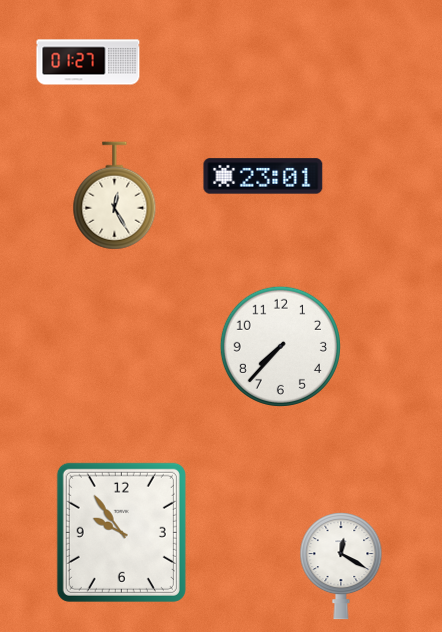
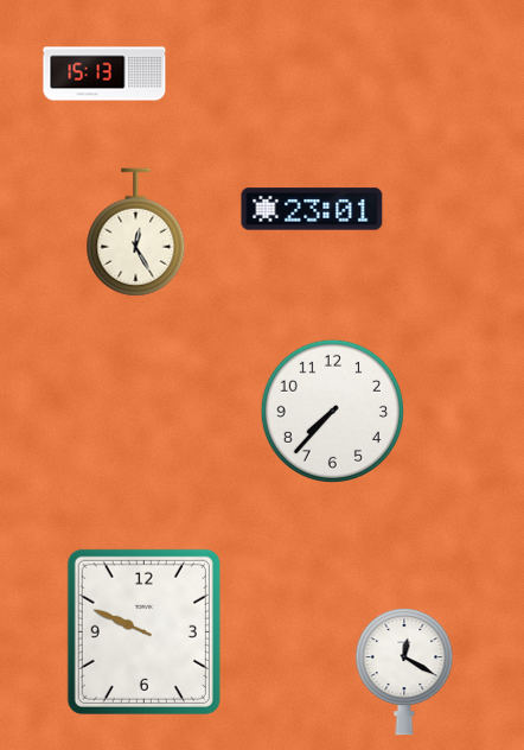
clock at (88, 62): 01:27 -> 15:13
clock at (121, 532): 9:54 -> 9:49
